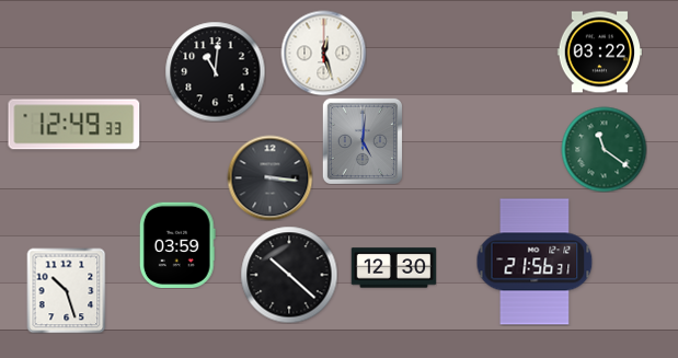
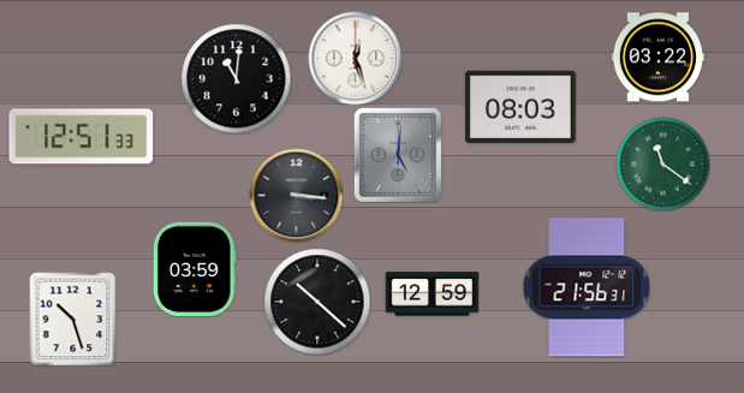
clock at (520, 106): none -> 08:03
clock at (74, 125): 12:49 -> 12:51
clock at (393, 268): 12:30 -> 12:59
